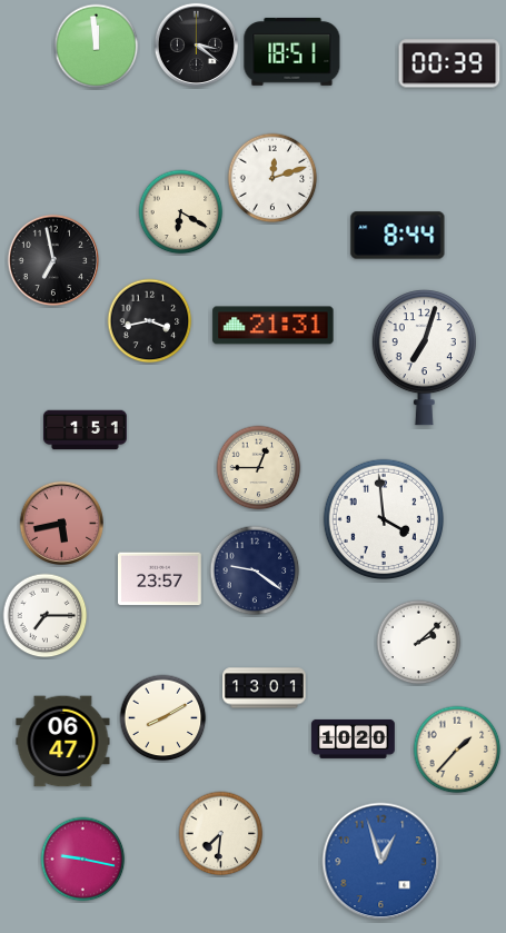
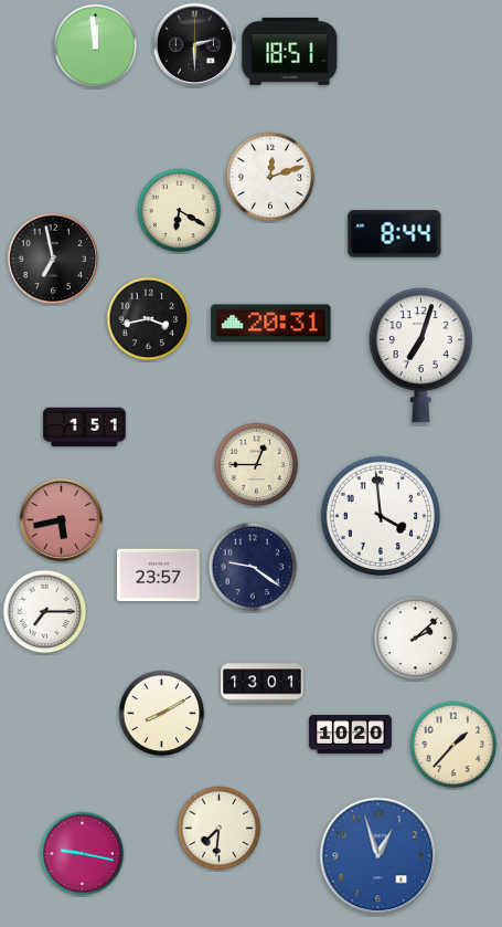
clock at (196, 44): 3:21 -> 2:30
clock at (449, 63): 00:39 -> none
clock at (274, 326): 21:31 -> 20:31
clock at (63, 742): 06:47 -> none
